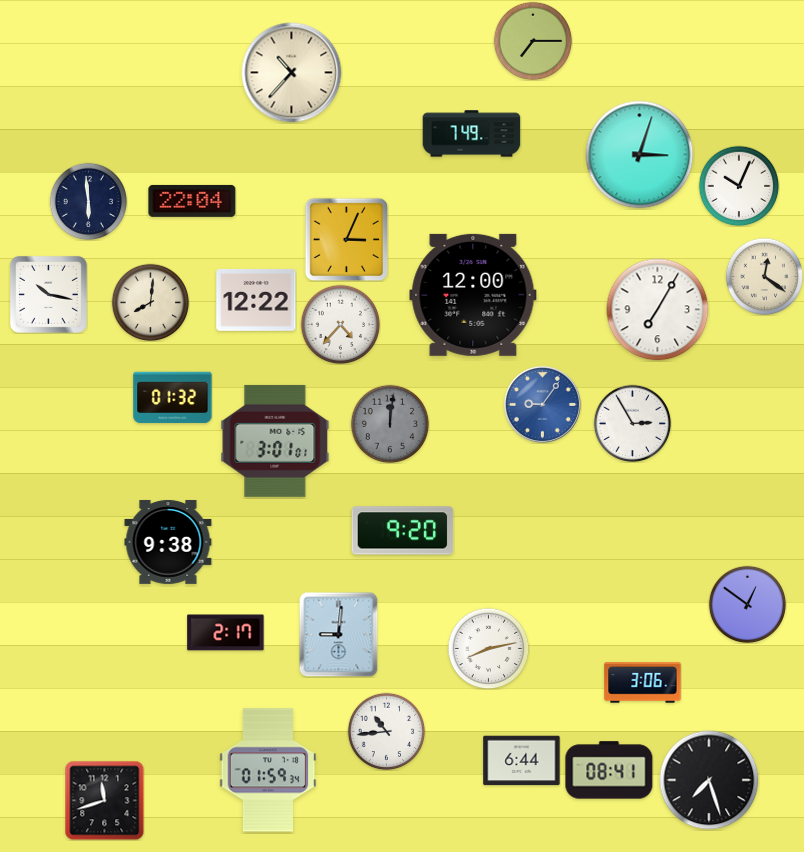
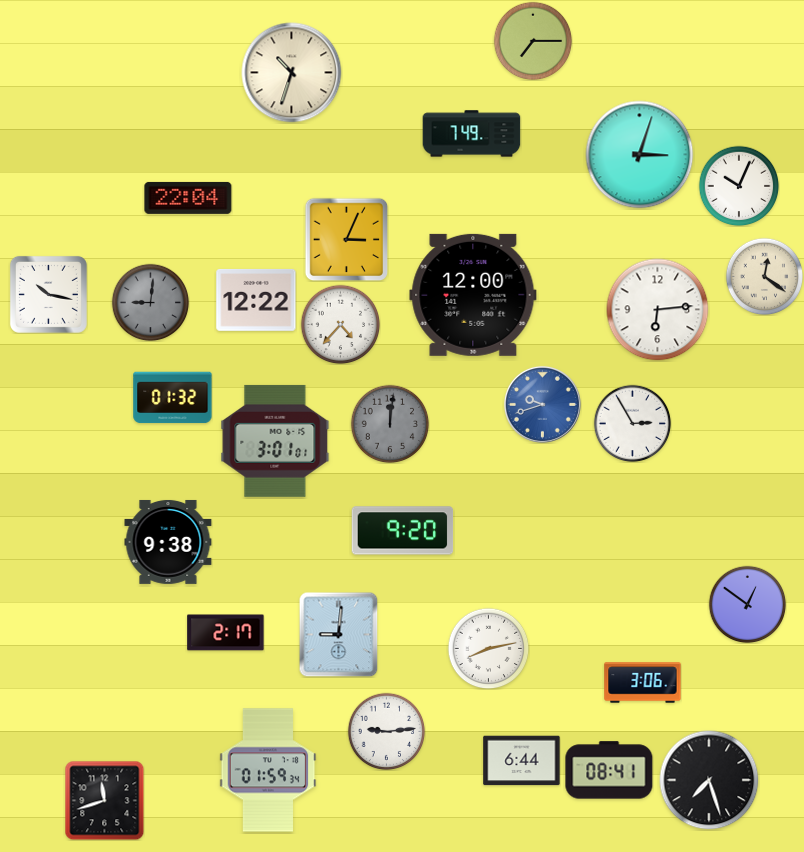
clock at (292, 73): 10:37 -> 10:33
clock at (88, 201): 5:59 -> none
clock at (192, 201) position: (192, 201) -> (188, 198)
clock at (150, 302): 8:01 -> 9:01
clock at (150, 302) dial: cream -> grey
clock at (658, 310): 7:05 -> 6:14
clock at (542, 404): 9:06 -> 9:42
clock at (386, 731): 10:44 -> 9:14
